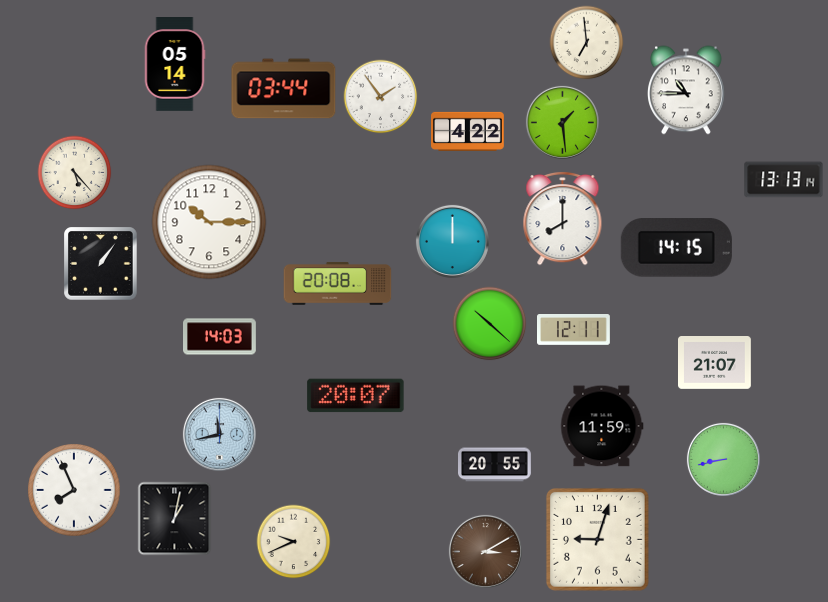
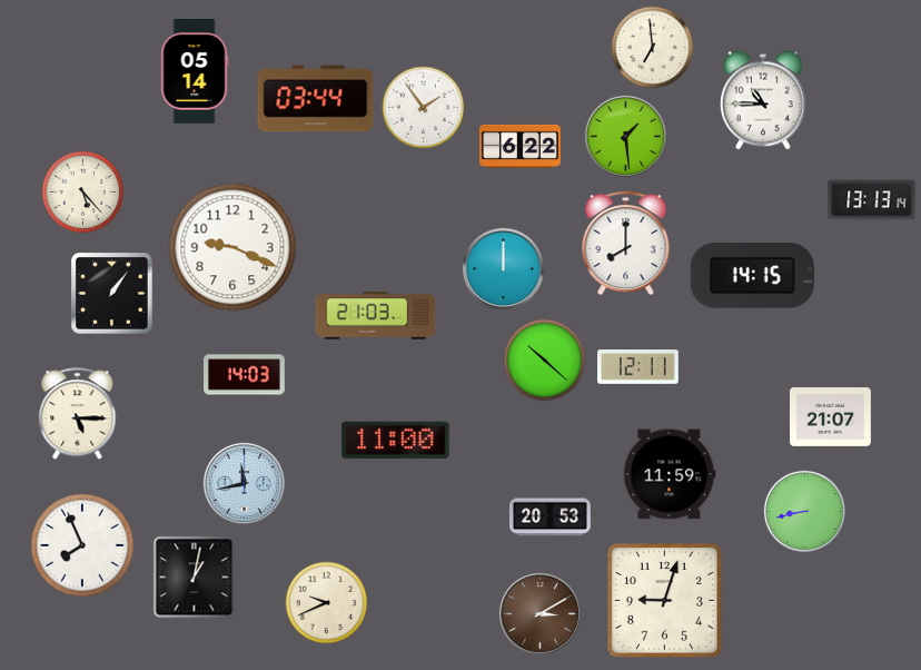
clock at (468, 131): 4:22 -> 6:22
clock at (209, 222): 10:15 -> 9:19
clock at (338, 284): 20:08 -> 21:03
clock at (715, 363) position: (715, 363) -> (831, 417)
clock at (78, 414): none -> 5:15
clock at (356, 396): 20:07 -> 11:00
clock at (495, 465): 20:55 -> 20:53
